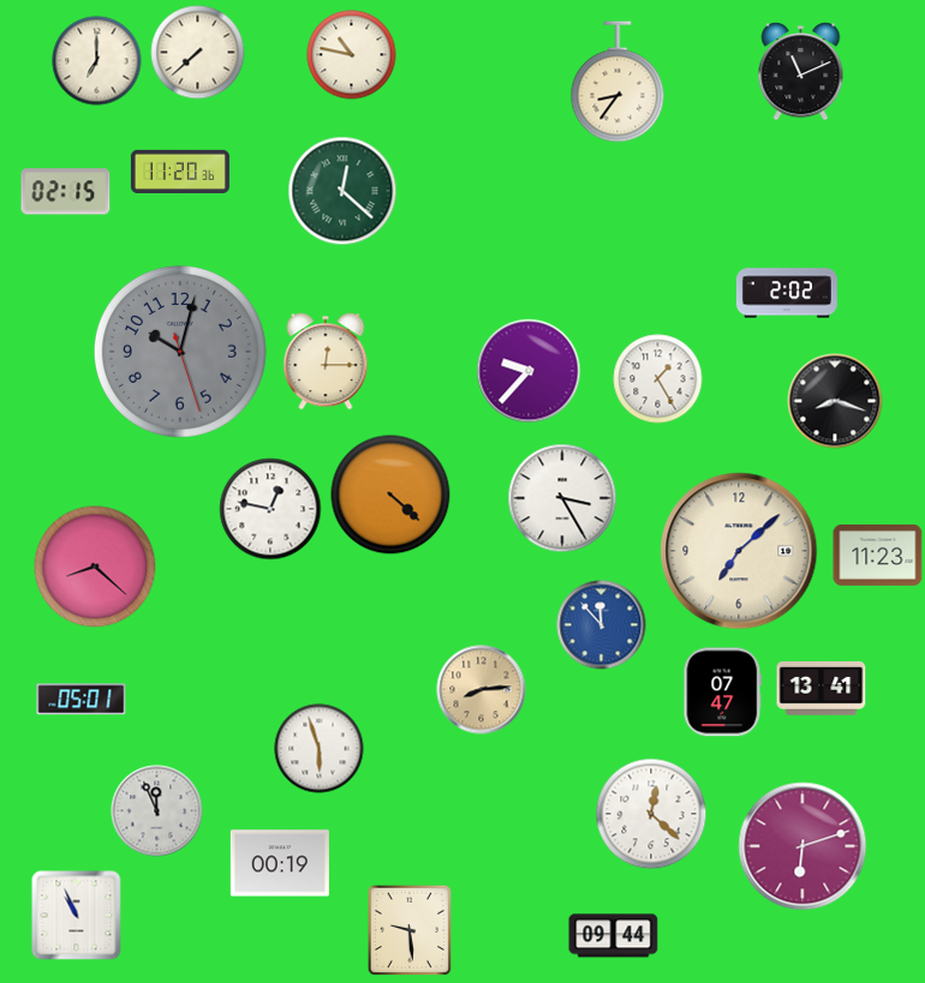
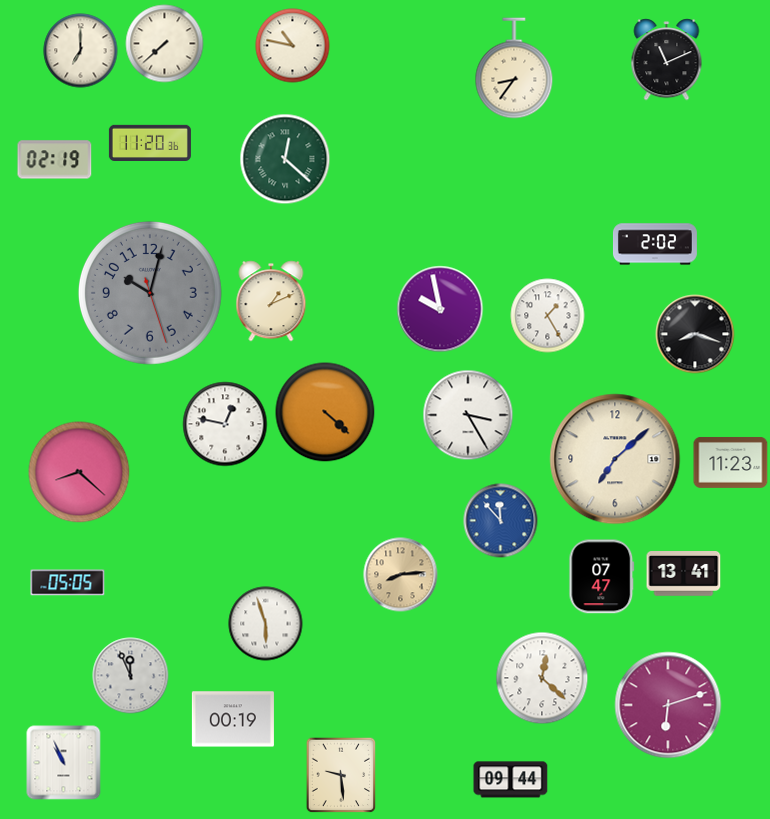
clock at (66, 192): 02:15 -> 02:19
clock at (326, 361): 12:15 -> 1:11
clock at (529, 371): 9:37 -> 9:58
clock at (82, 700): 05:01 -> 05:05
